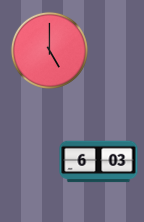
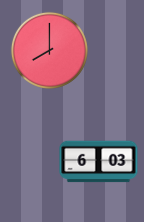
clock at (49, 50): 5:00 -> 8:00
